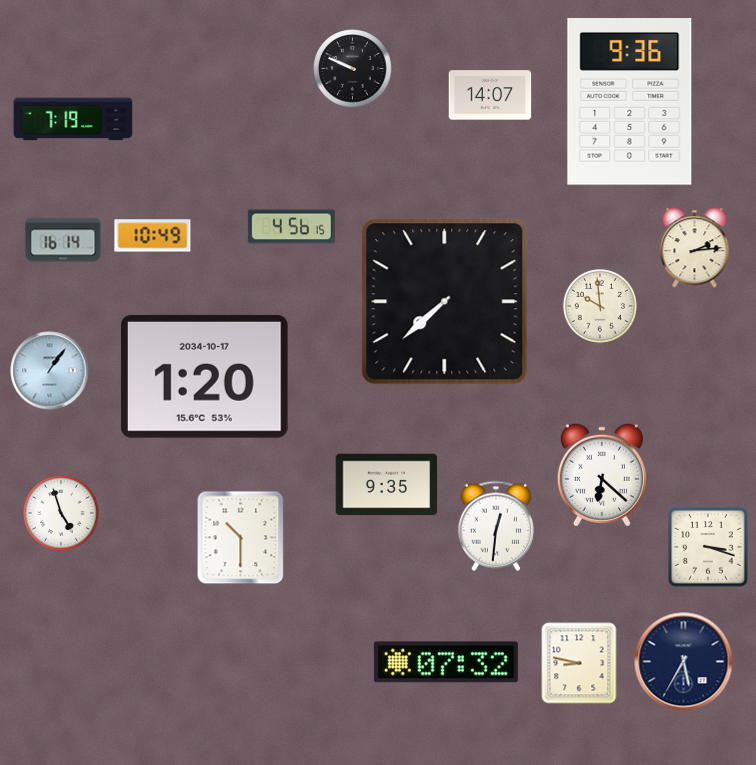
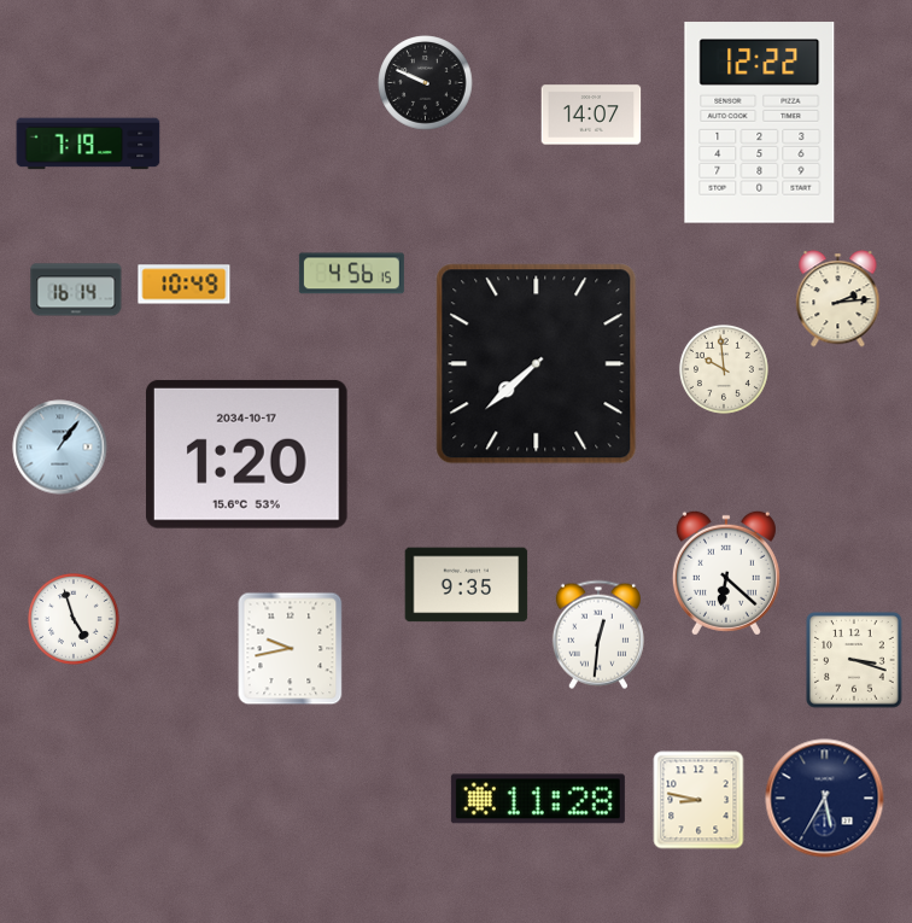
clock at (630, 102): 9:36 -> 12:22
clock at (241, 538): 10:30 -> 9:43
clock at (446, 662): 07:32 -> 11:28
